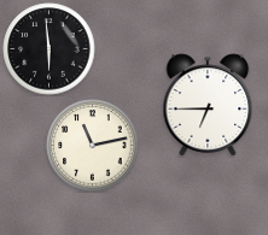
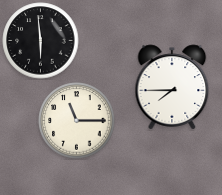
clock at (208, 105): 6:45 -> 7:45
clock at (93, 146): 11:13 -> 11:15
